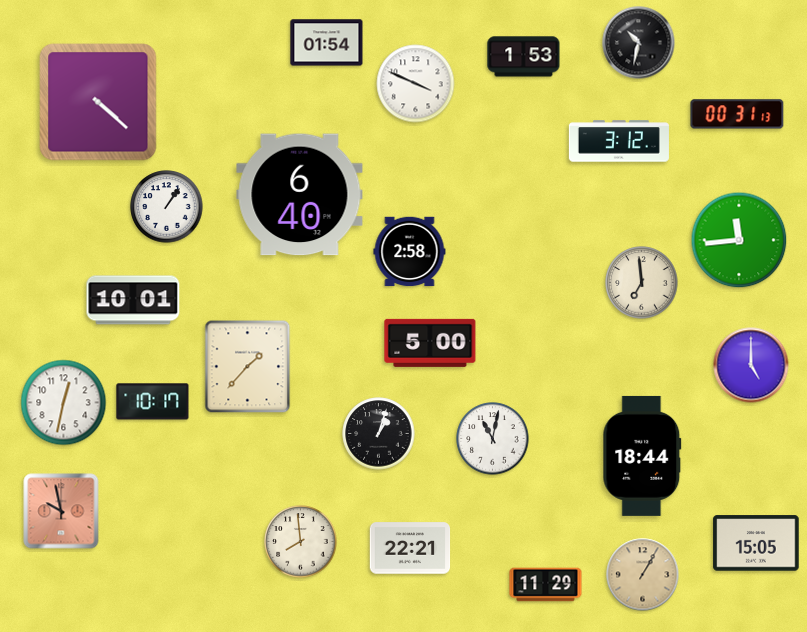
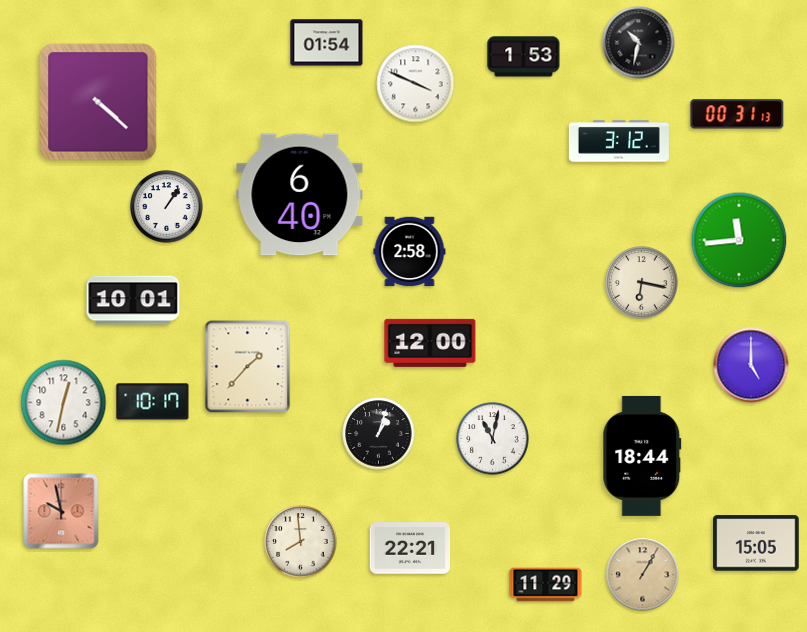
clock at (642, 283): 6:59 -> 6:17
clock at (430, 343): 5:00 -> 12:00
